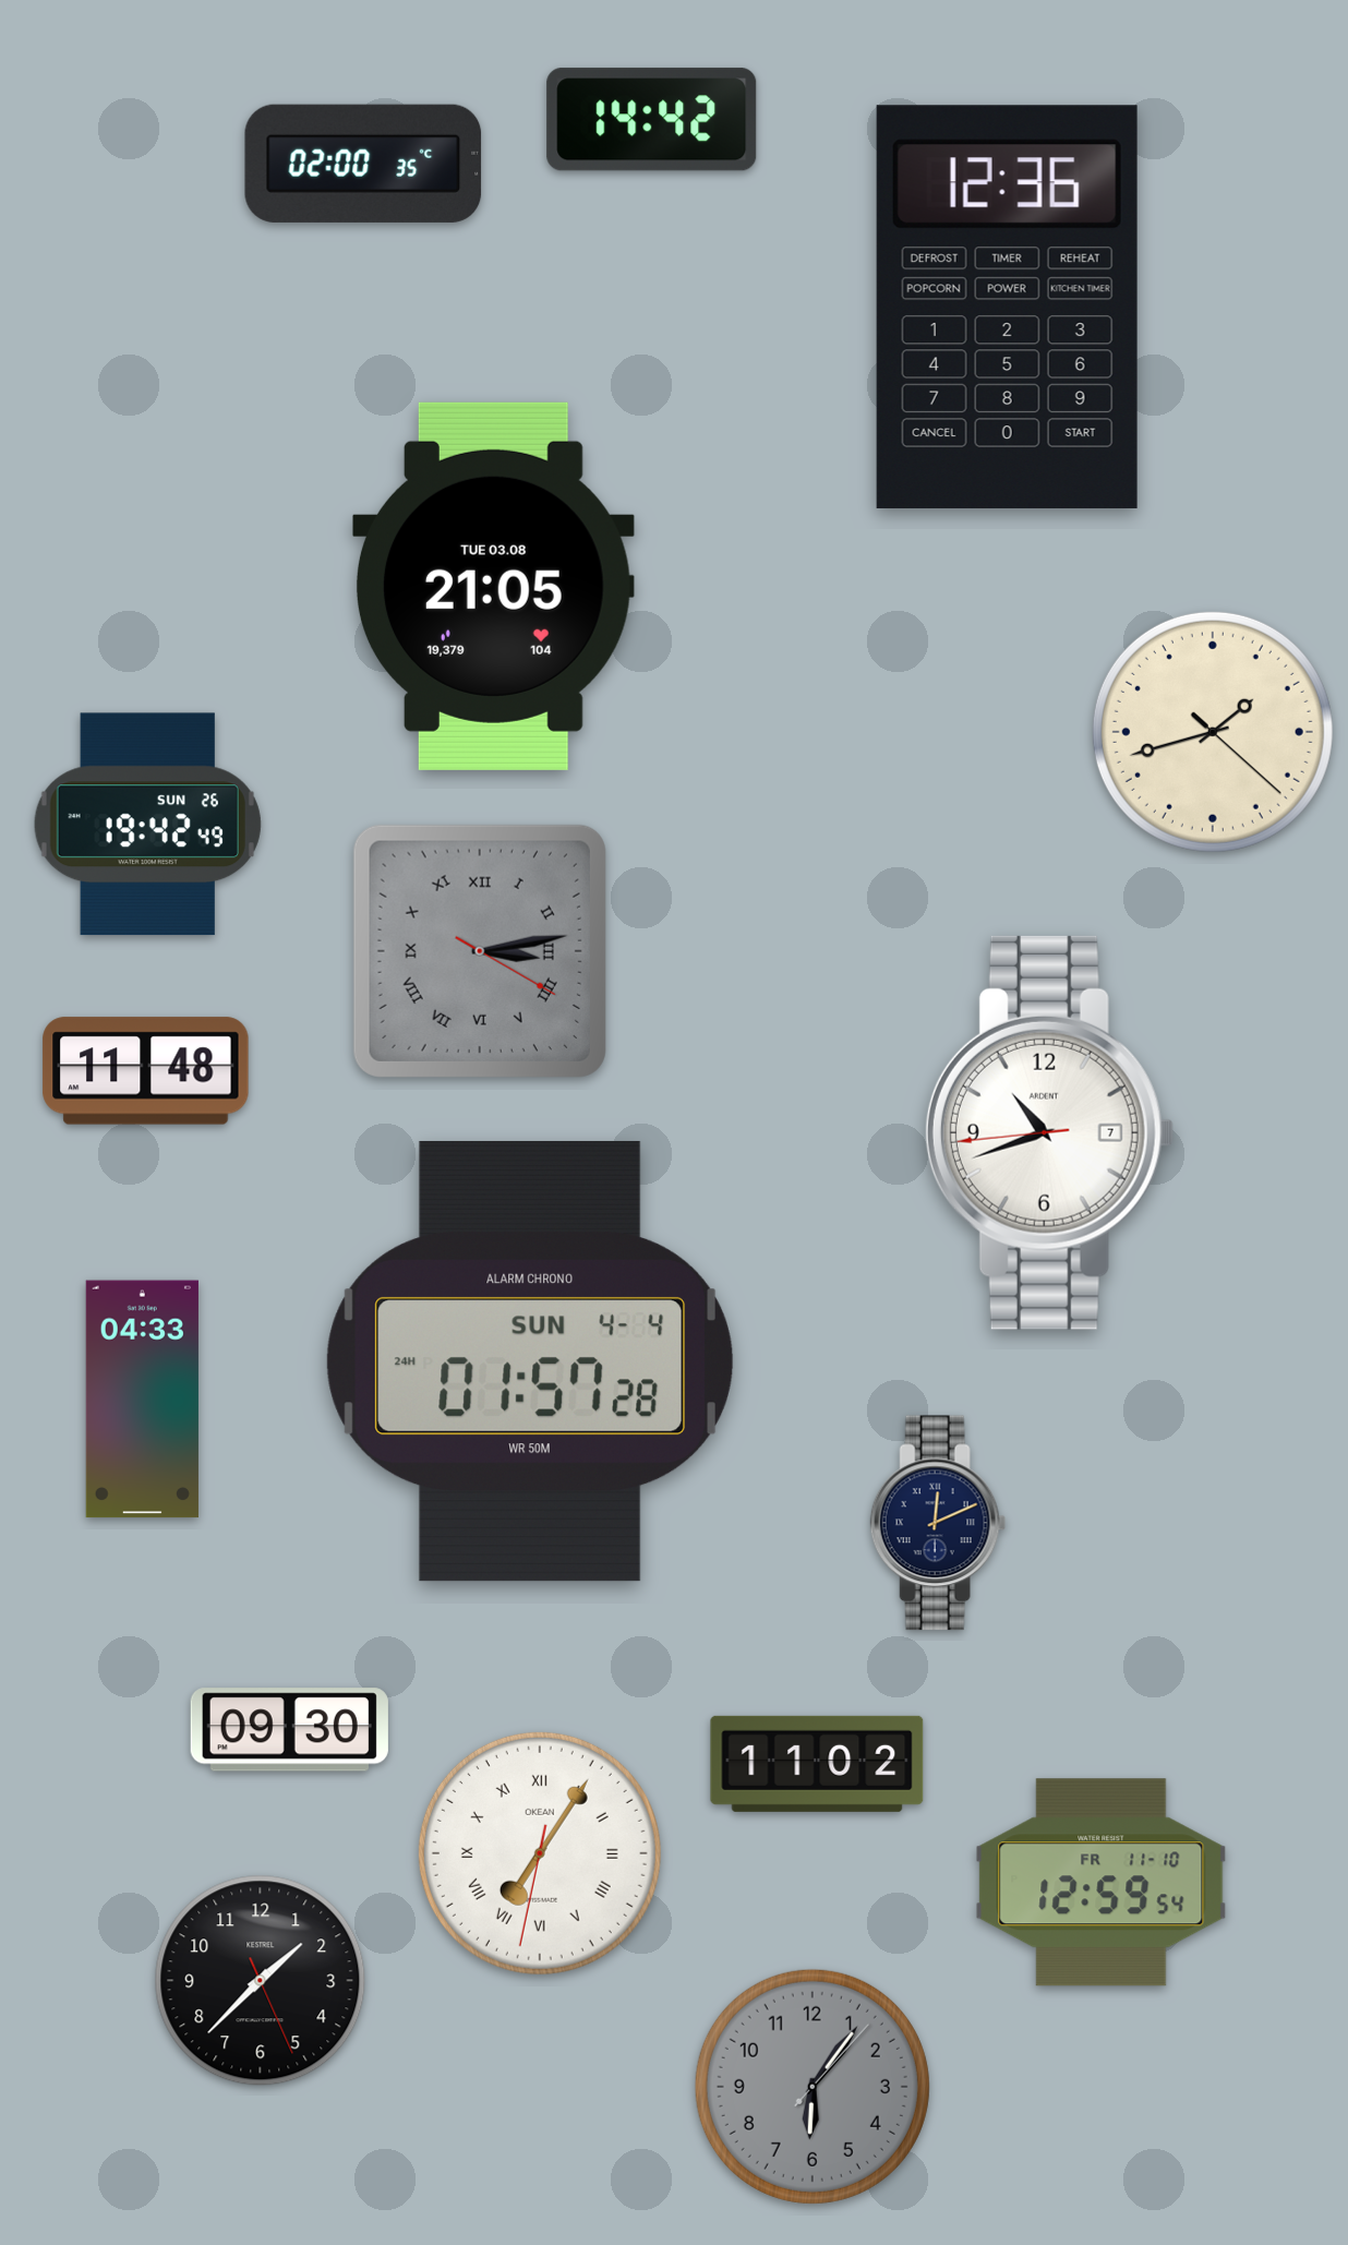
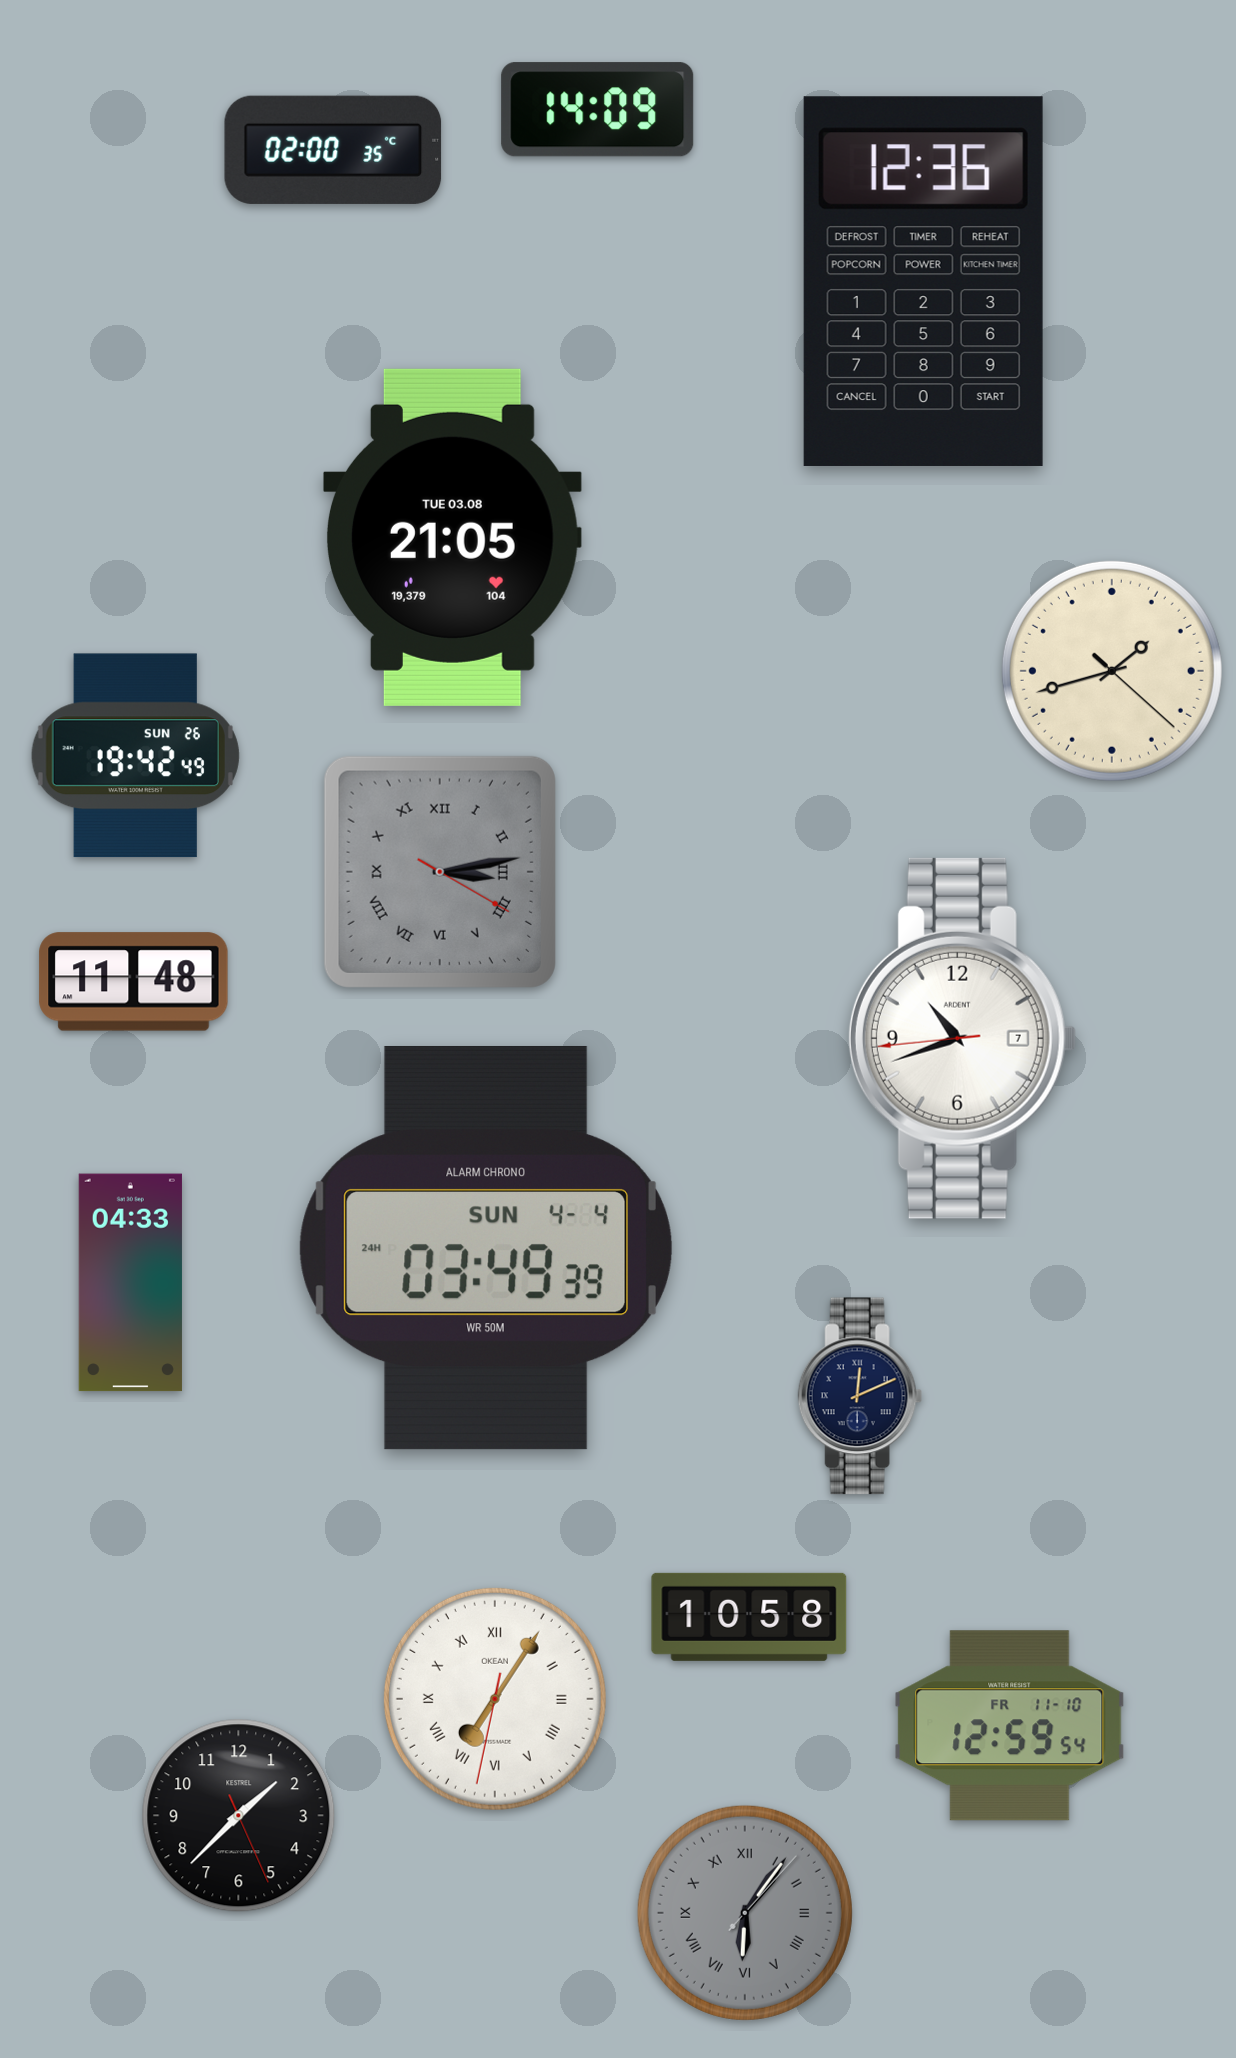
clock at (652, 120): 14:42 -> 14:09
clock at (530, 1361): 01:57 -> 03:49
clock at (289, 1730): 09:30 -> none
clock at (817, 1764): 11:02 -> 10:58
clock at (813, 2087) numerals: Arabic -> Roman
